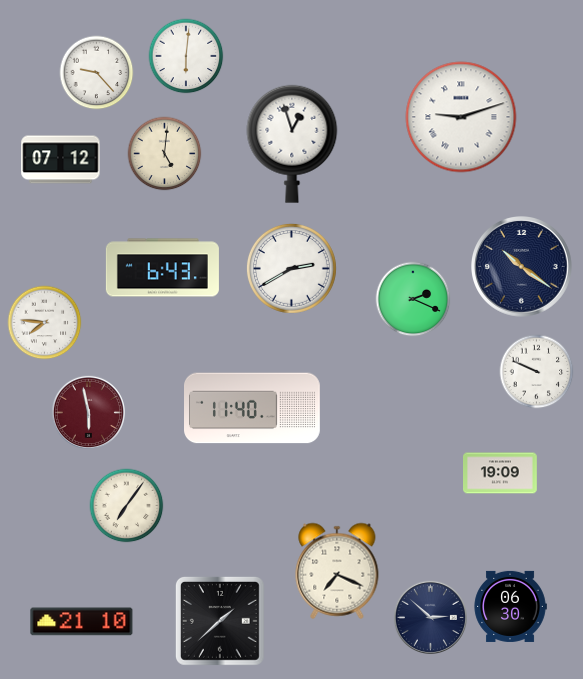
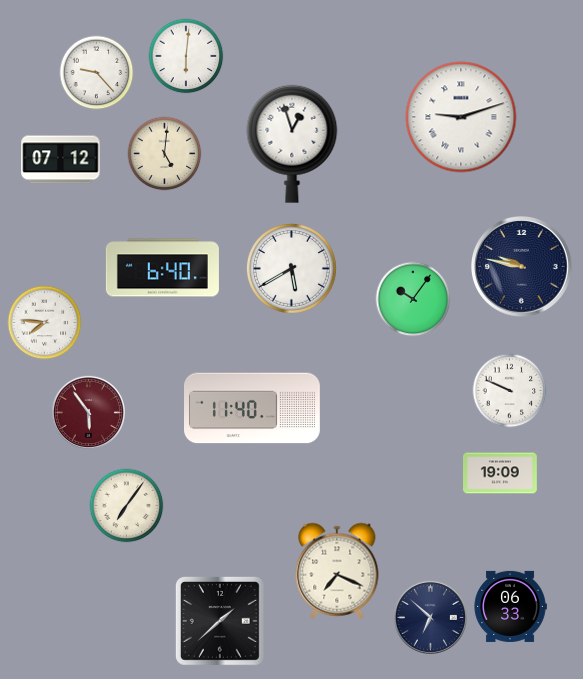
clock at (522, 267): 10:21 -> 9:47
clock at (162, 268): 6:43 -> 6:40
clock at (291, 268): 2:40 -> 5:40
clock at (413, 299): 2:19 -> 10:06
clock at (537, 372) position: (537, 372) -> (510, 391)
clock at (88, 412): 5:58 -> 5:54
clock at (510, 606): 06:30 -> 06:33
clock at (430, 617): 2:52 -> 6:52
clock at (82, 622): 21:10 -> none
